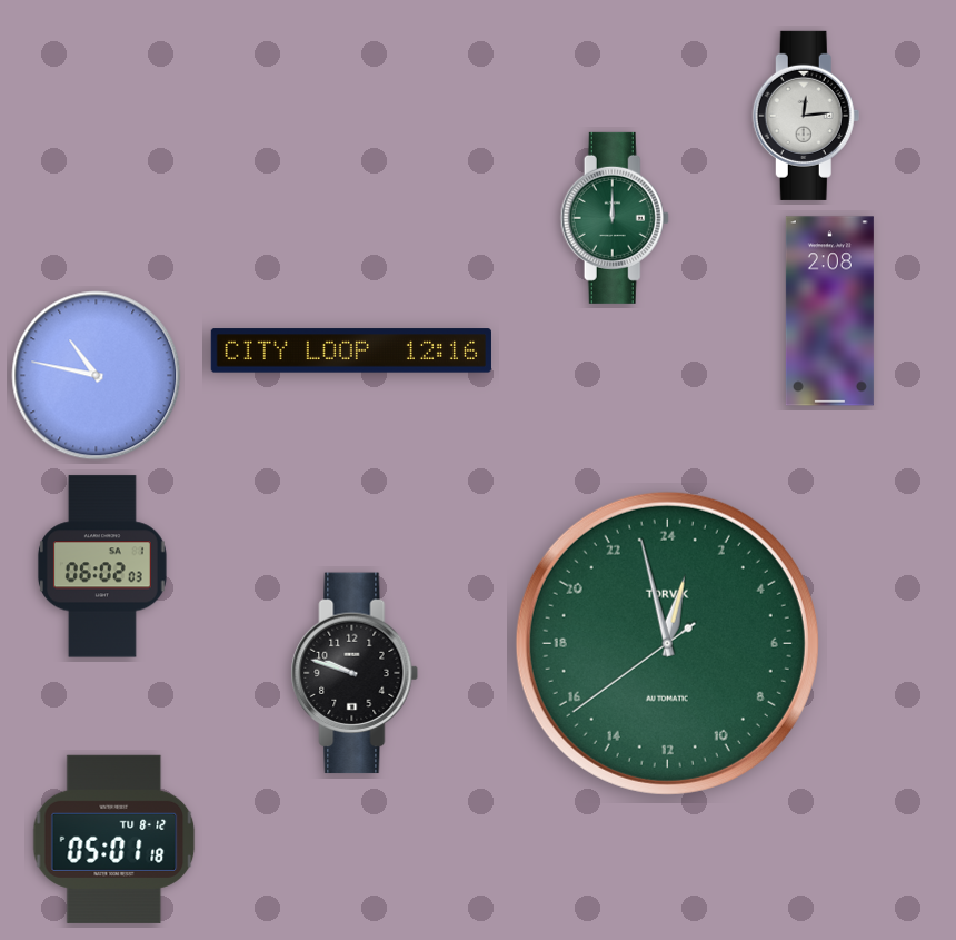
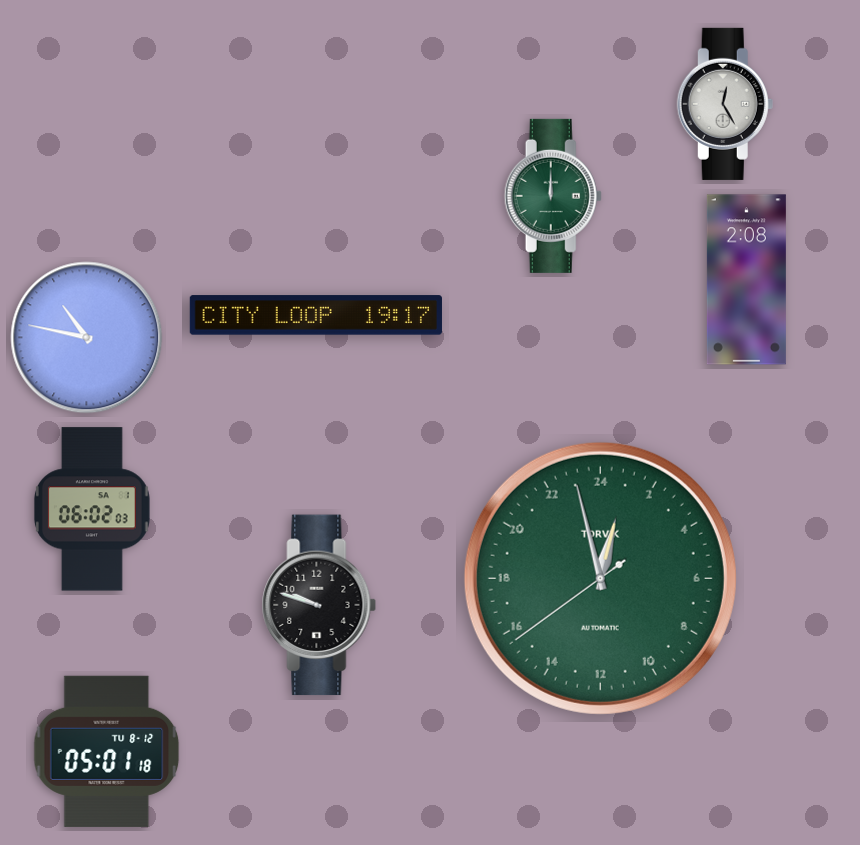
clock at (806, 116): 12:14 -> 12:25
clock at (351, 350): 12:16 -> 19:17
clock at (114, 839) position: (114, 839) -> (107, 751)
